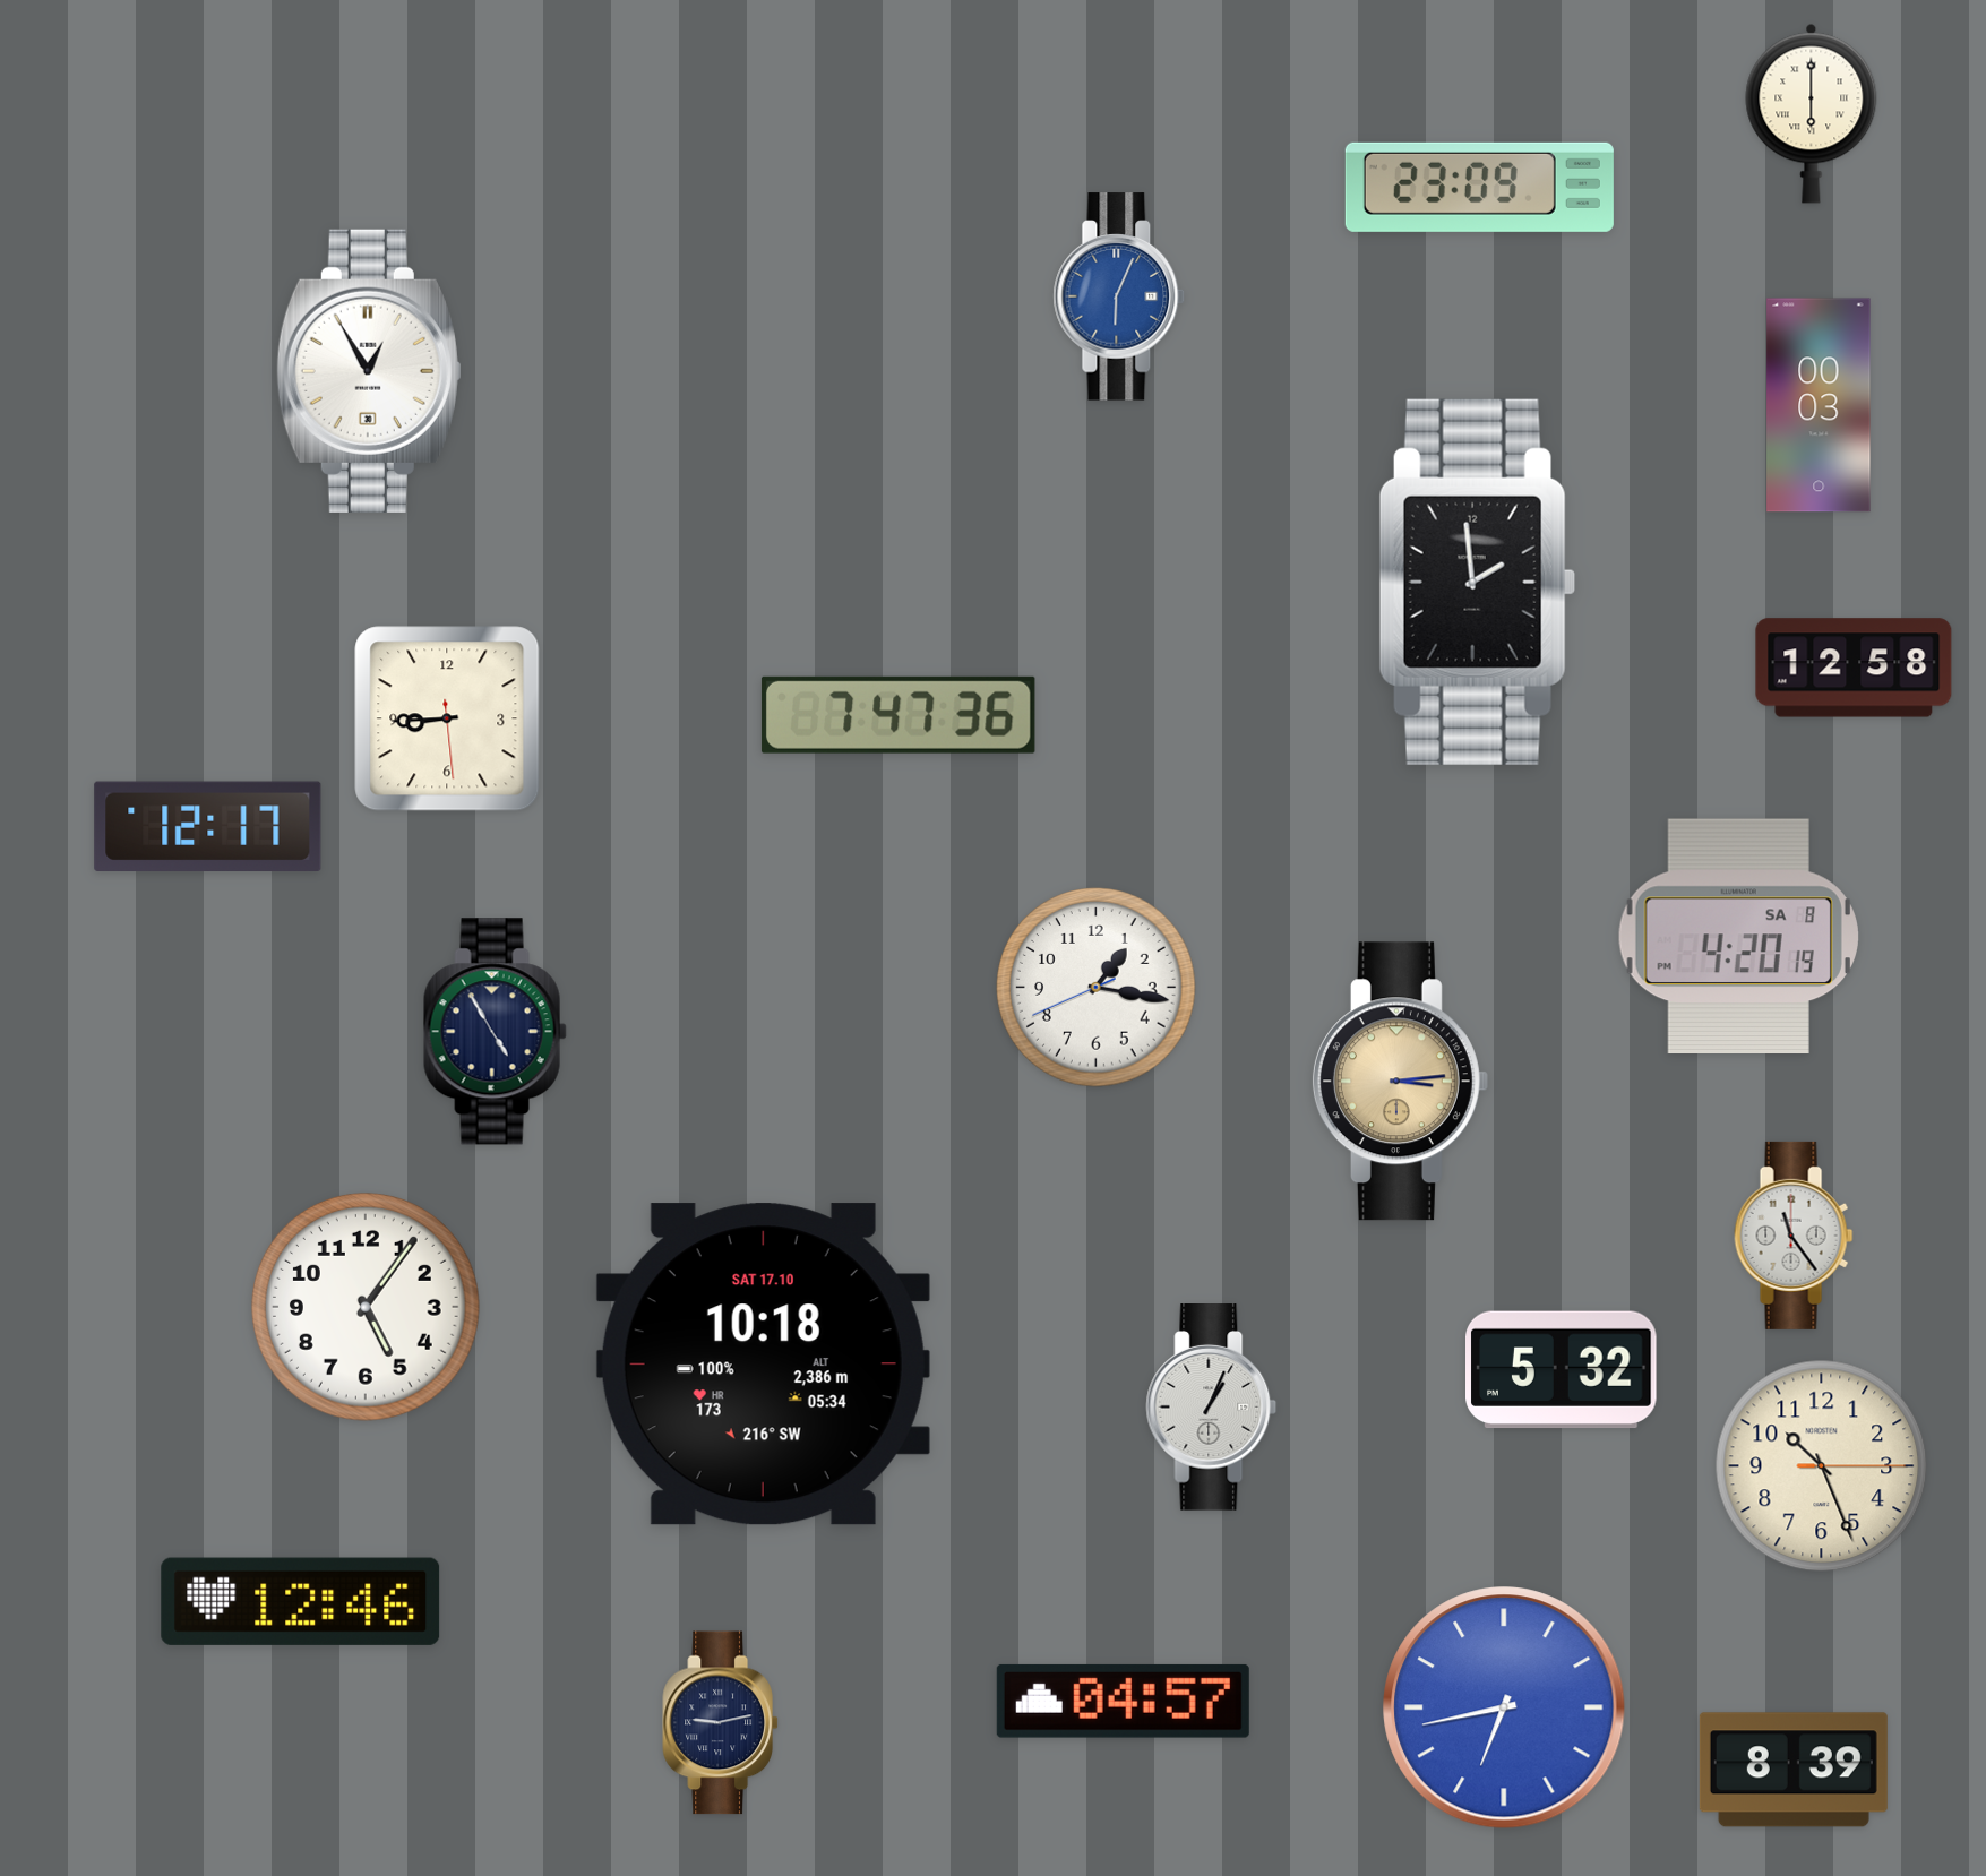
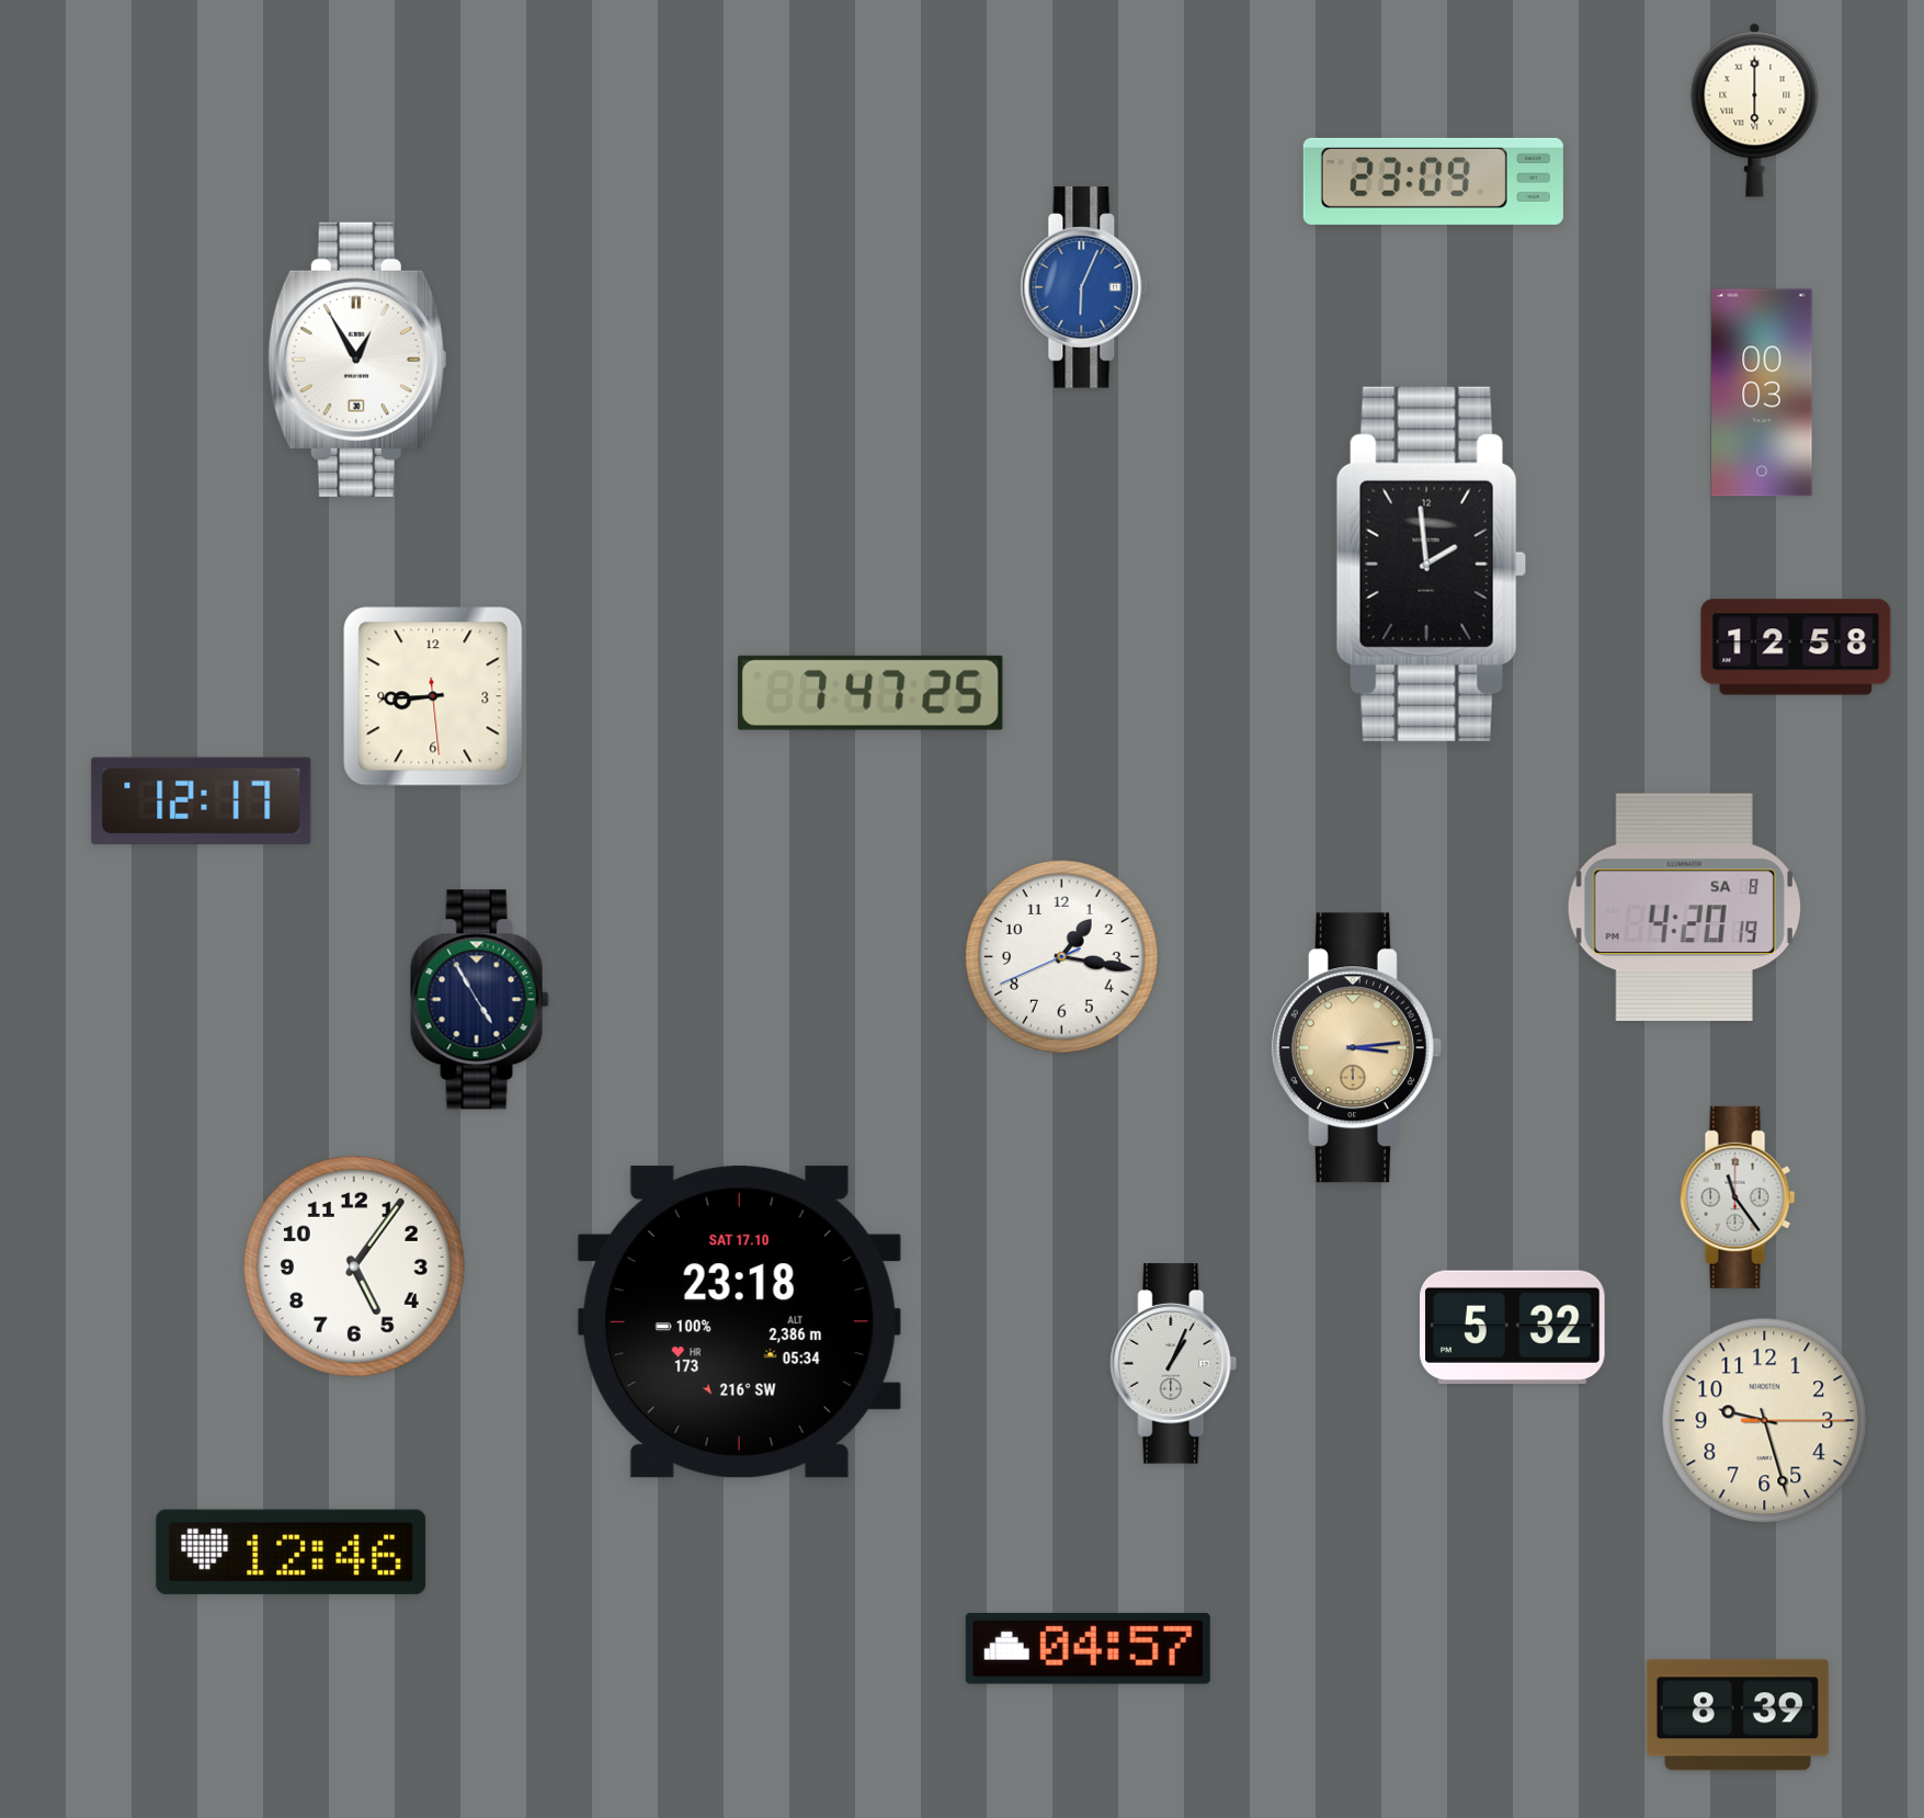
clock at (899, 715): 7:47:36 -> 7:47:25
clock at (763, 1365): 10:18 -> 23:18
clock at (1822, 1466): 10:26 -> 9:27
clock at (1504, 1707): 6:43 -> none
clock at (721, 1723): 9:13 -> none
